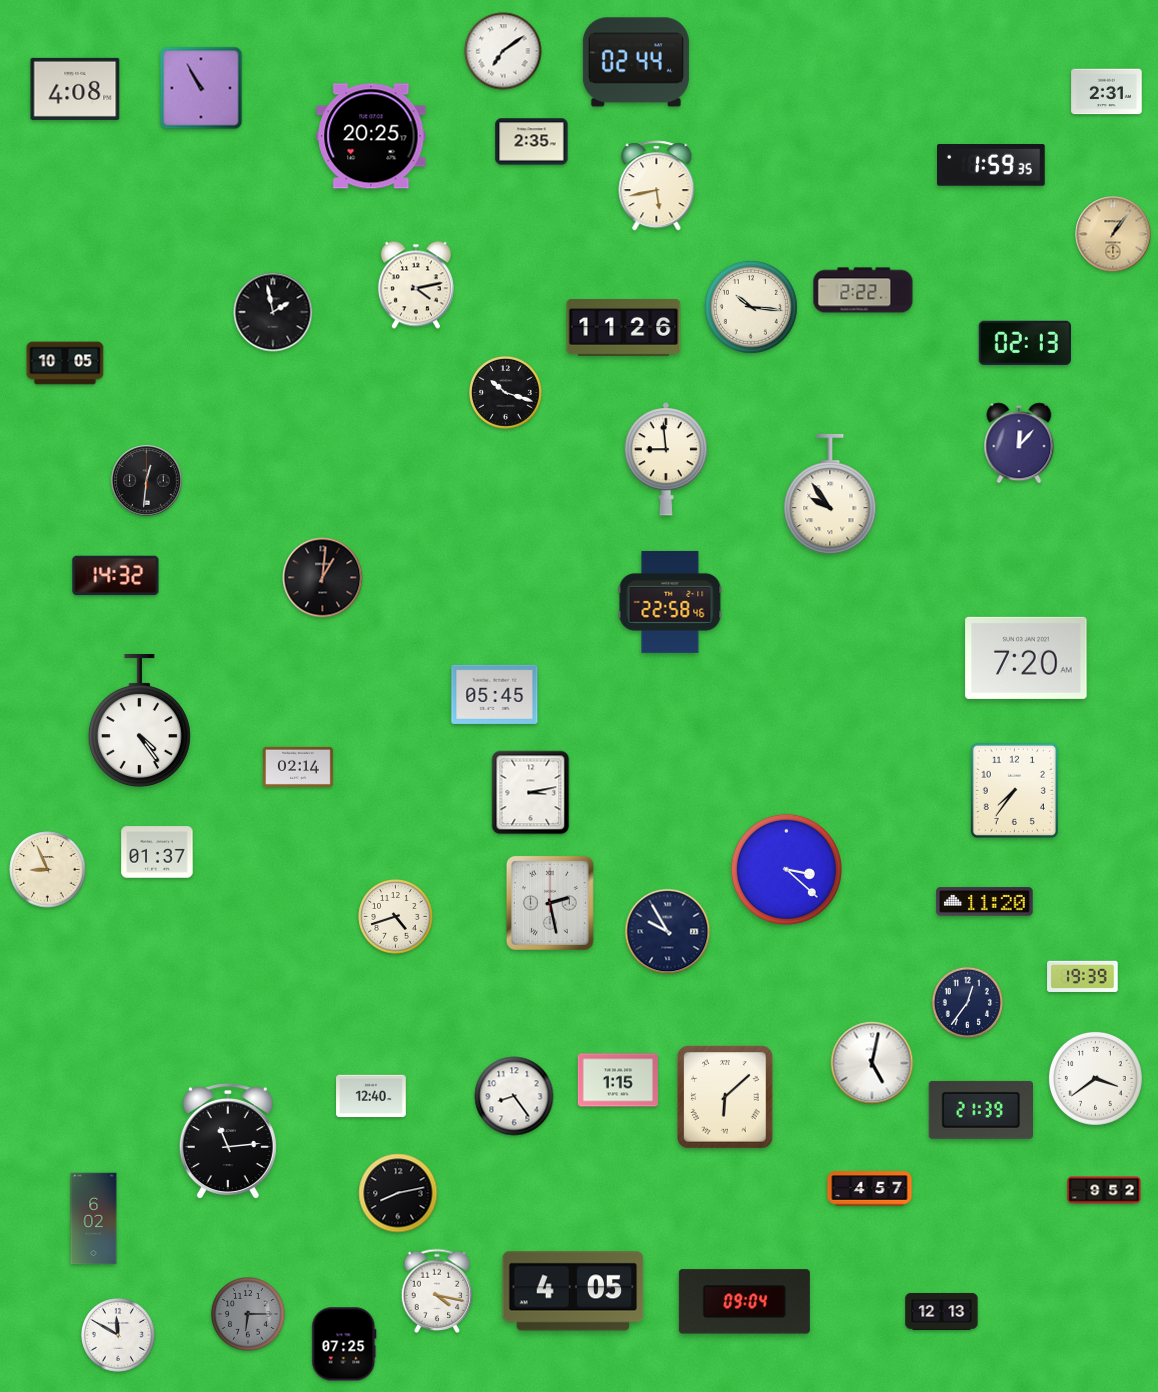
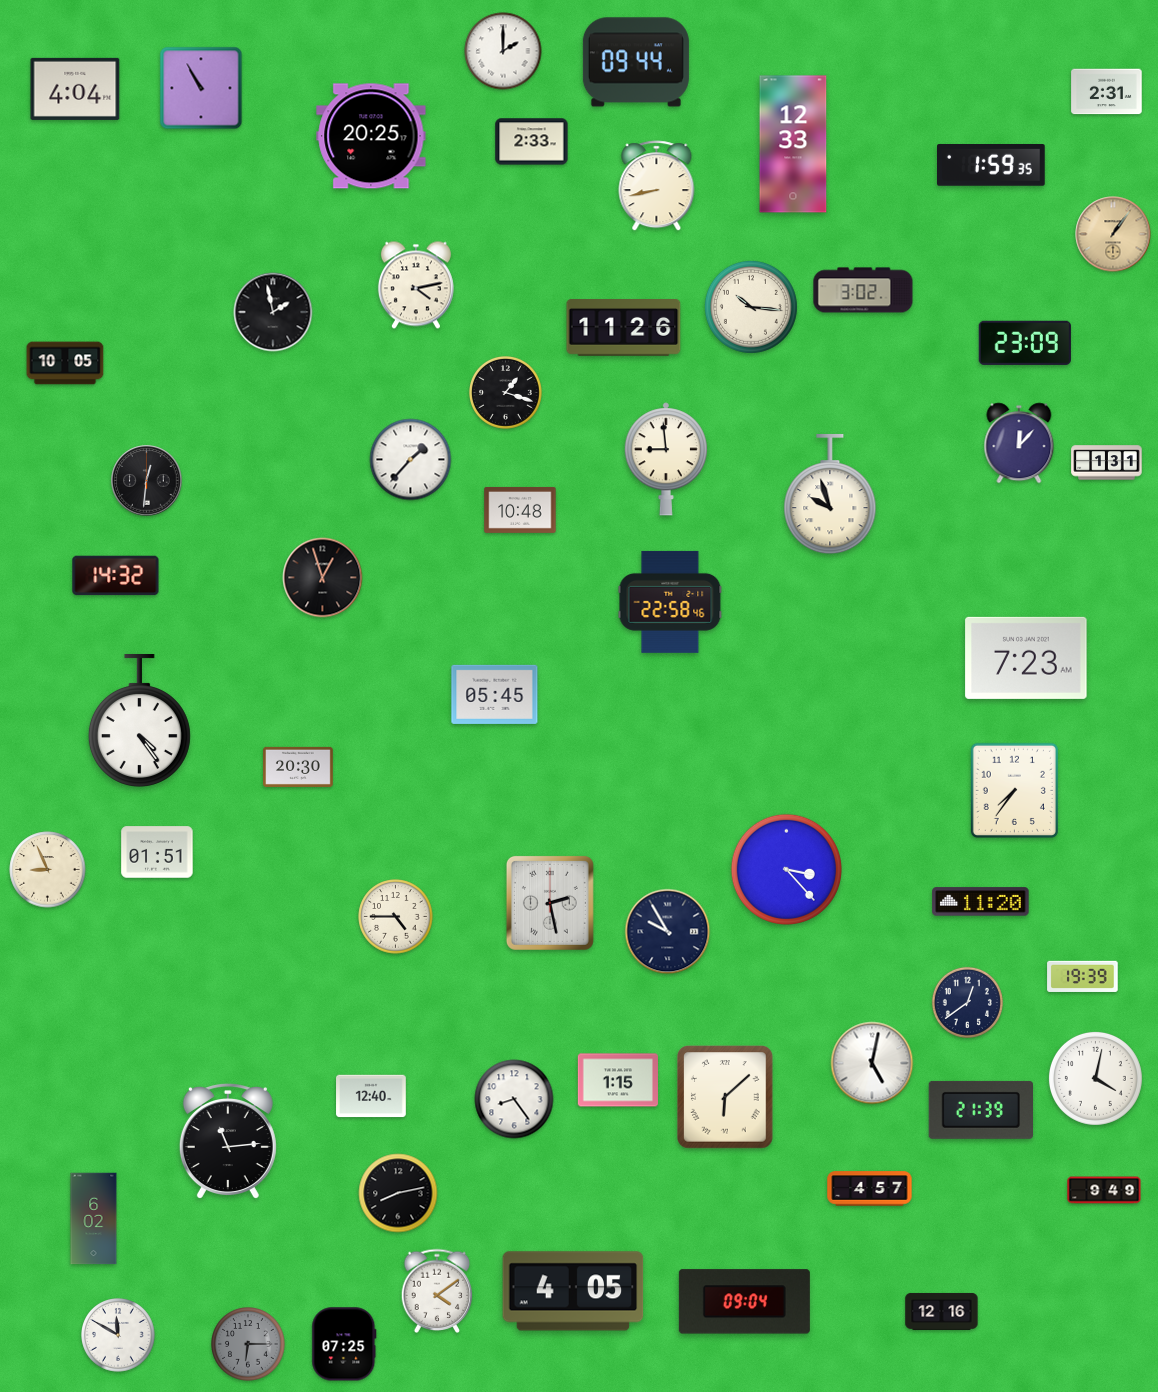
clock at (503, 51): 7:09 -> 2:00
clock at (636, 62): 02:44 -> 09:44
clock at (75, 89): 4:08 -> 4:04
clock at (532, 142): 2:35 -> 2:33
clock at (793, 144): none -> 12:33
clock at (657, 186): 5:43 -> 8:43
clock at (863, 290): 2:22 -> 3:02
clock at (1025, 343): 02:13 -> 23:09
clock at (505, 392): 10:18 -> 1:18
clock at (411, 460): none -> 1:37
clock at (1107, 463): none -> 1:31
clock at (830, 494): 9:54 -> 9:57
clock at (520, 510): none -> 10:48
clock at (323, 578): 1:01 -> 12:57
clock at (1026, 658): 7:20 -> 7:23
clock at (298, 767): 02:14 -> 20:30
clock at (531, 793): 3:13 -> none
clock at (157, 852): 01:37 -> 01:51
clock at (786, 869): 3:22 -> 3:23
clock at (985, 902) position: (985, 902) -> (981, 902)
clock at (396, 917): 4:42 -> 4:45
clock at (967, 1002): 12:36 -> 12:39
clock at (1095, 1078): 3:39 -> 4:02
clock at (514, 1096) position: (514, 1096) -> (514, 1099)
clock at (1104, 1190): 9:52 -> 9:49
clock at (437, 1290): 4:17 -> 4:09
clock at (942, 1311): 12:13 -> 12:16
clock at (248, 1314) position: (248, 1314) -> (248, 1344)
